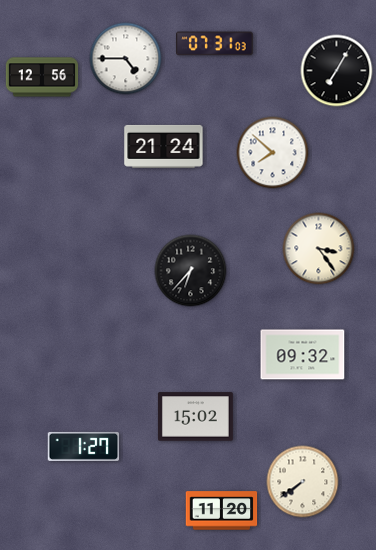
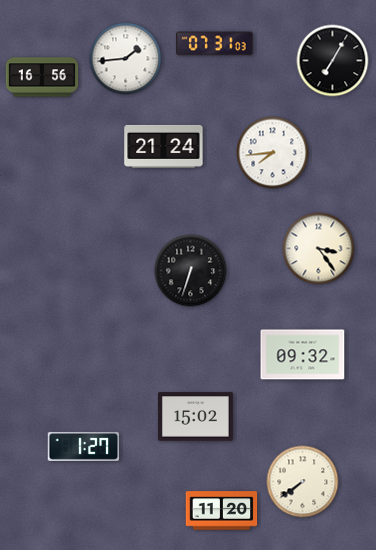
clock at (126, 59): 4:45 -> 1:44
clock at (337, 71) position: (337, 71) -> (333, 61)
clock at (42, 77): 12:56 -> 16:56
clock at (273, 153): 7:52 -> 7:44
clock at (191, 271): 6:37 -> 6:33
